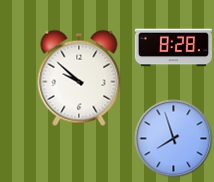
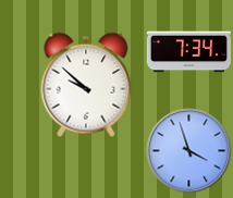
clock at (173, 48): 8:28 -> 7:34
clock at (173, 138): 7:57 -> 3:57
